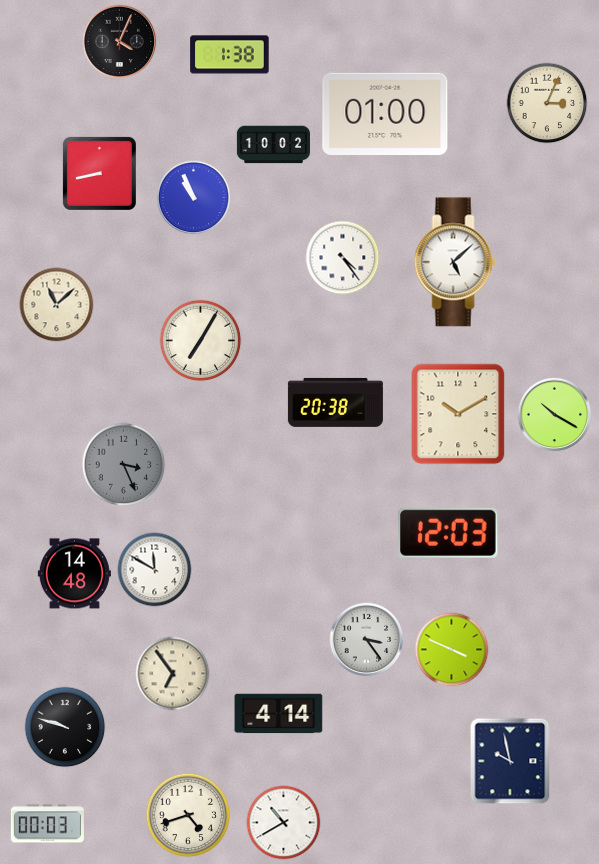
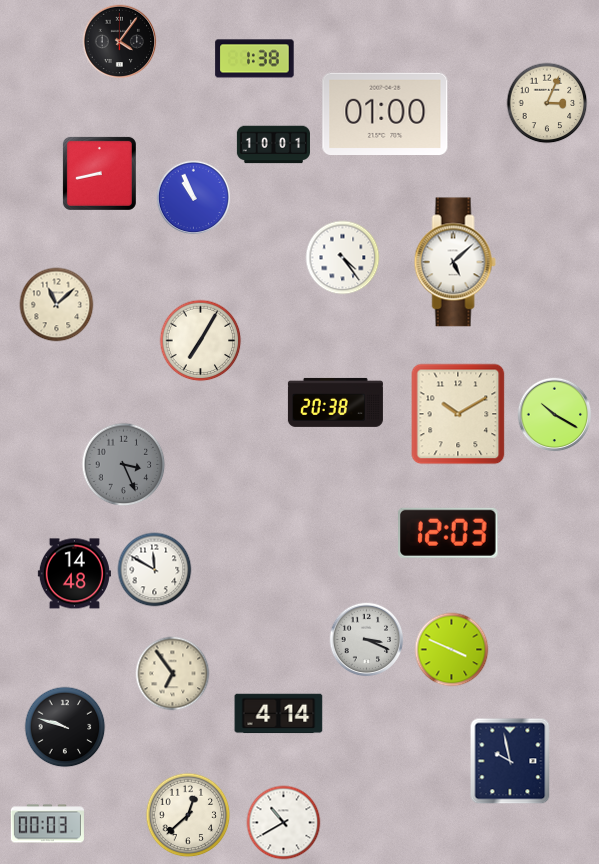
clock at (120, 42): 4:04 -> 4:06
clock at (230, 55) position: (230, 55) -> (255, 59)
clock at (273, 145): 10:02 -> 10:01
clock at (367, 640): 3:24 -> 3:19
clock at (188, 815): 4:42 -> 12:38
